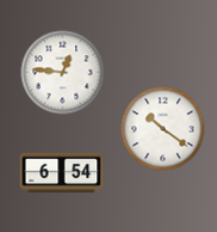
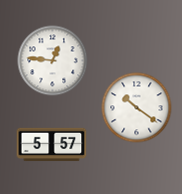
clock at (62, 173): 6:54 -> 5:57
